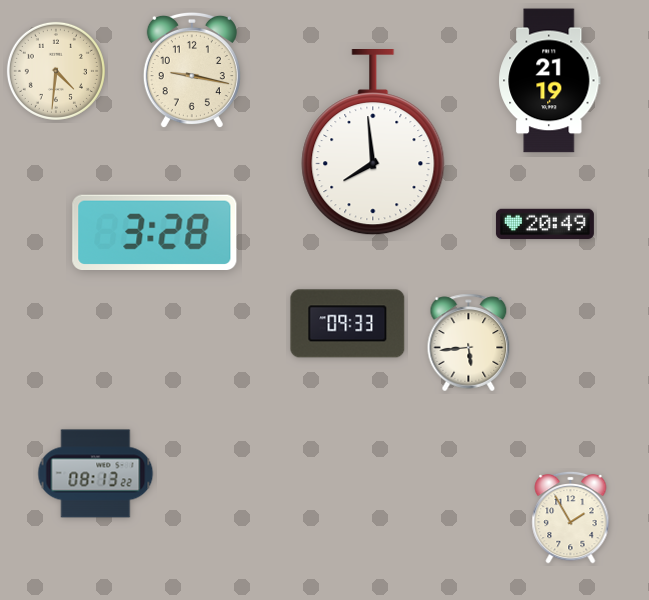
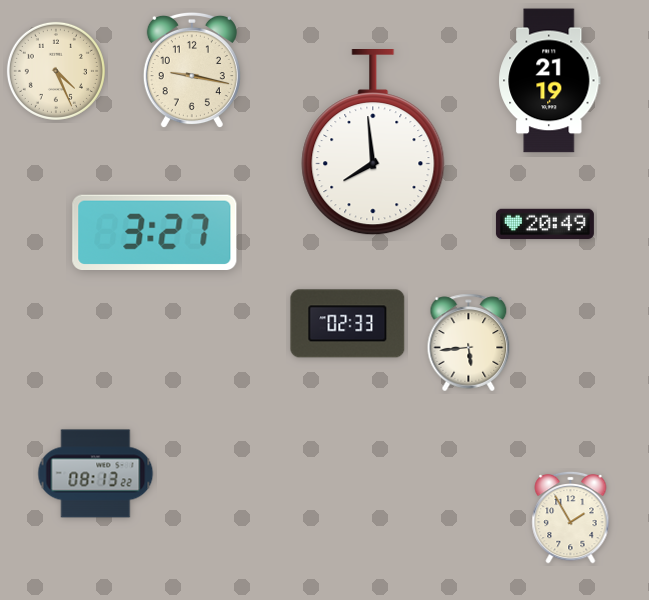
clock at (56, 71): 4:31 -> 4:26
clock at (155, 232): 3:28 -> 3:27
clock at (348, 324): 09:33 -> 02:33
